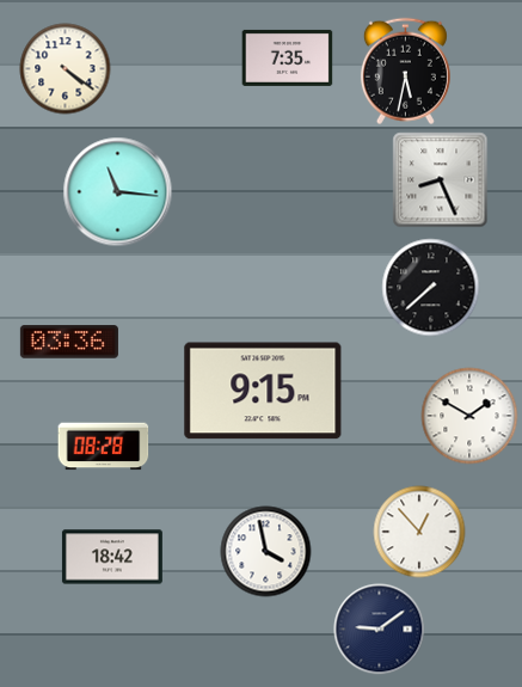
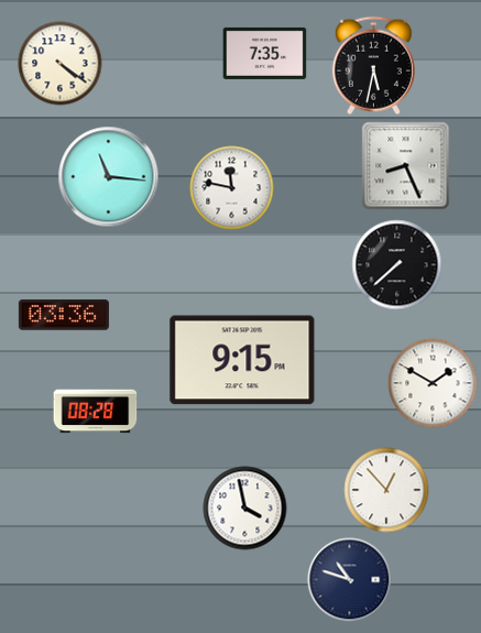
clock at (232, 188): none -> 11:47
clock at (112, 557): 18:42 -> none
clock at (380, 630): 9:09 -> 10:48
